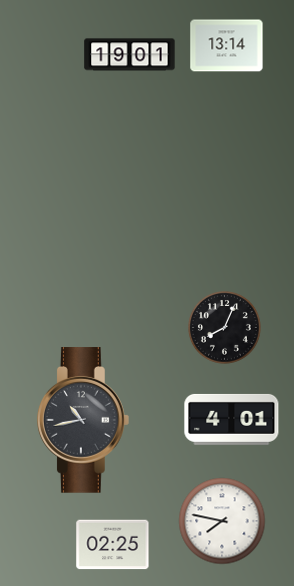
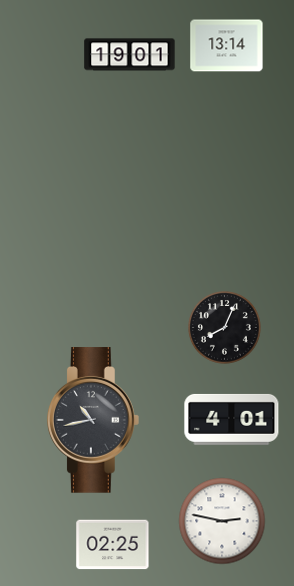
clock at (83, 420) position: (83, 420) -> (93, 420)
clock at (222, 521): 7:47 -> 2:47
